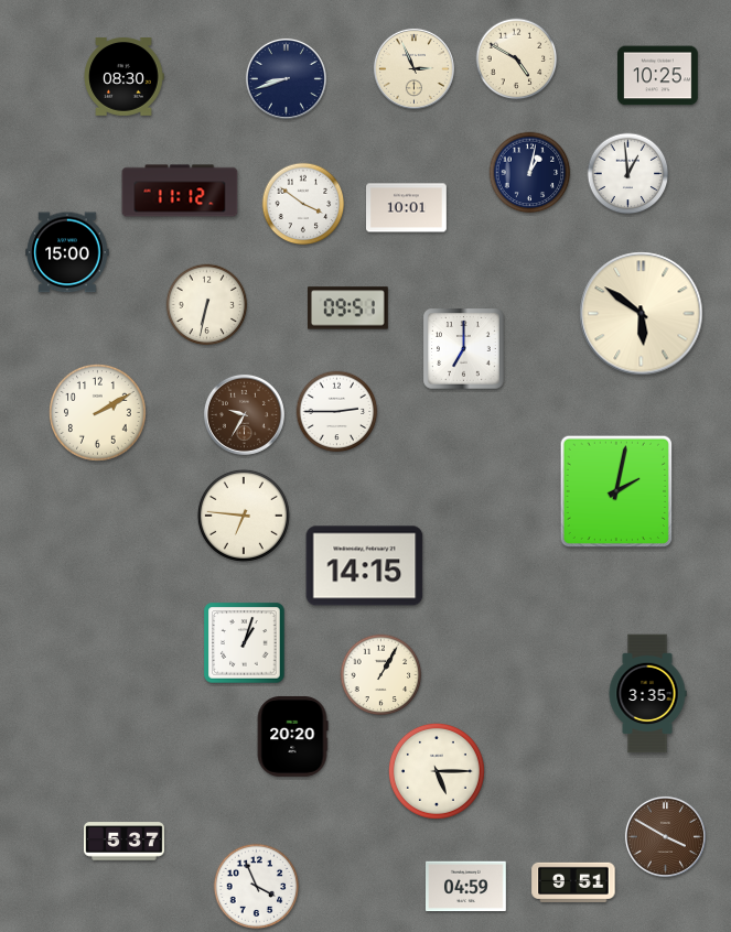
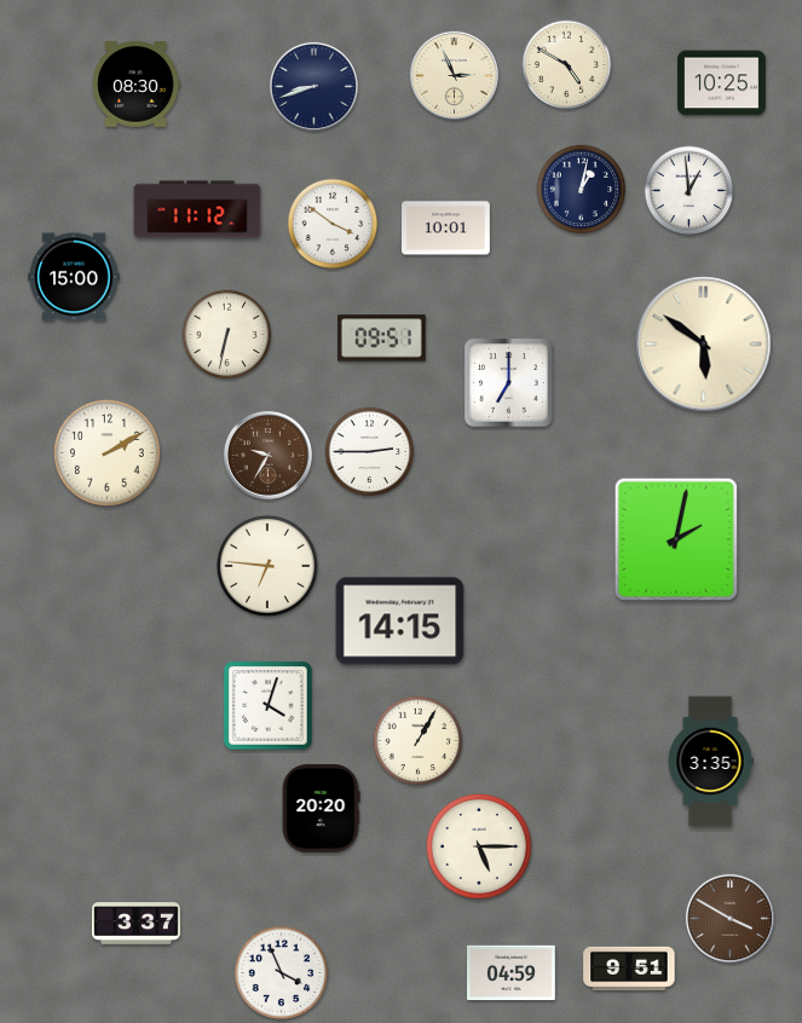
clock at (245, 643): 1:03 -> 4:03
clock at (125, 842): 5:37 -> 3:37
